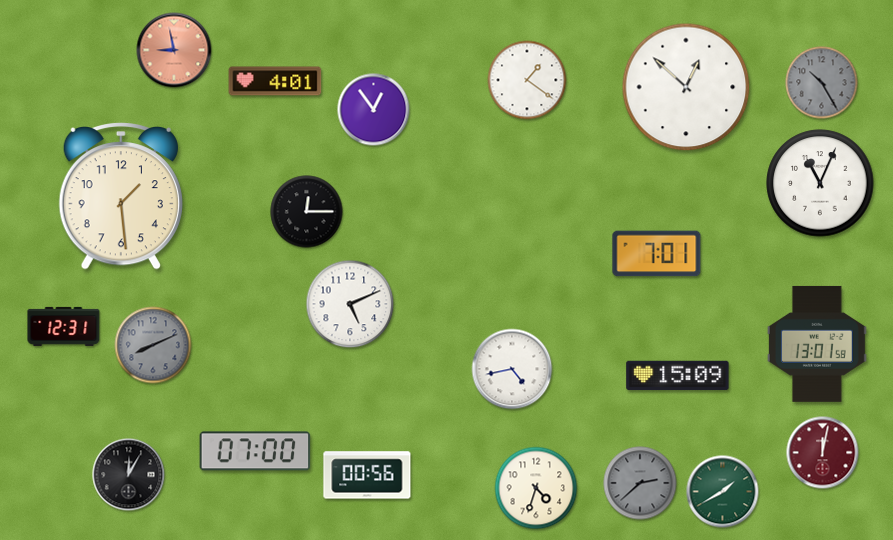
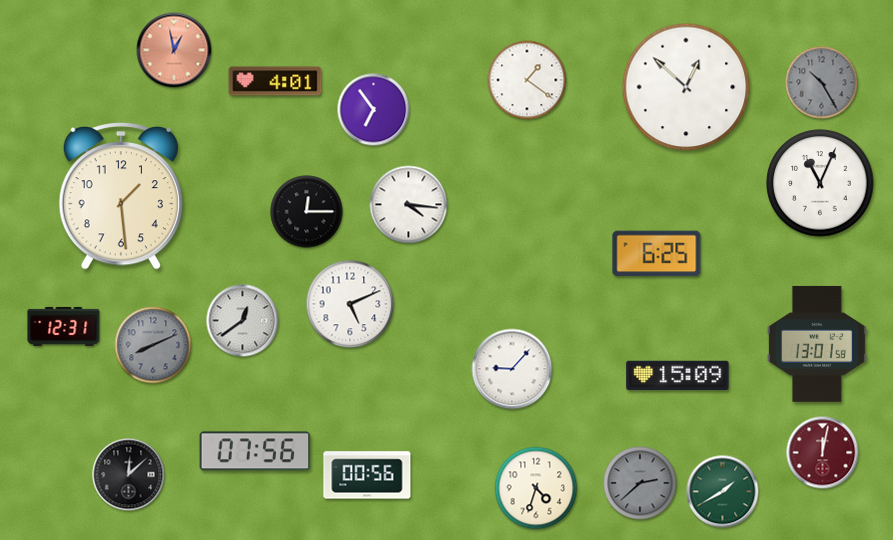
clock at (174, 50): 8:58 -> 12:58
clock at (374, 110): 12:54 -> 6:54
clock at (409, 205): none -> 4:16
clock at (657, 254): 7:01 -> 6:25
clock at (243, 321): none -> 12:39
clock at (512, 369): 4:43 -> 9:07
clock at (255, 451): 07:00 -> 07:56
clock at (129, 475): 12:05 -> 12:08
